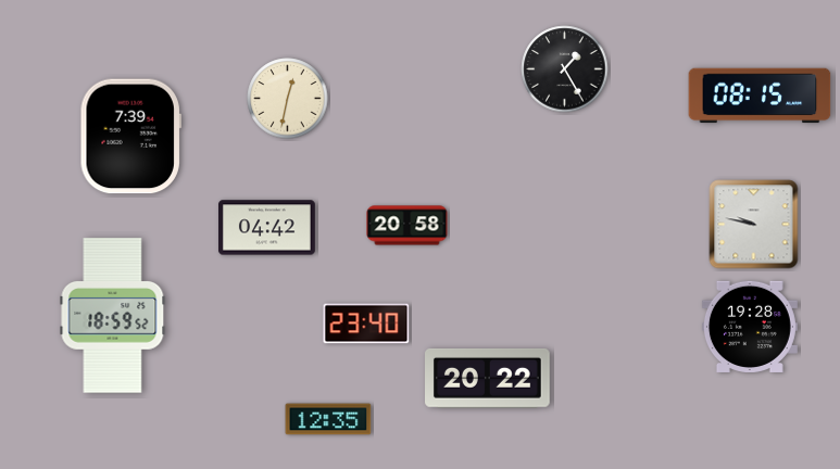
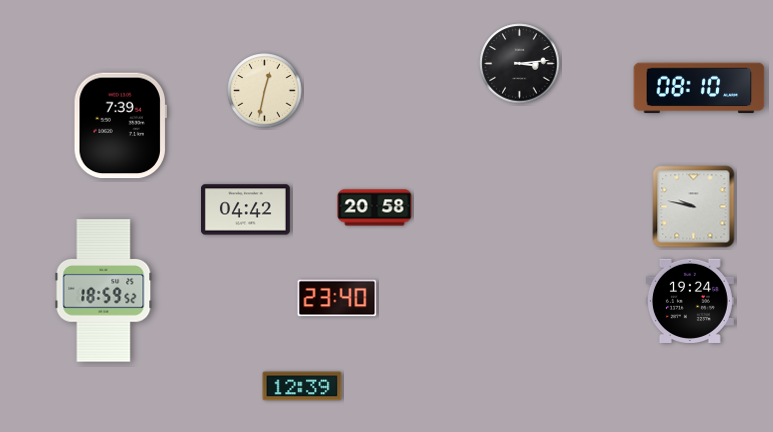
clock at (565, 69): 1:25 -> 3:14
clock at (760, 96): 08:15 -> 08:10
clock at (750, 327): 19:28 -> 19:24
clock at (488, 378): 20:22 -> none
clock at (328, 419): 12:35 -> 12:39
